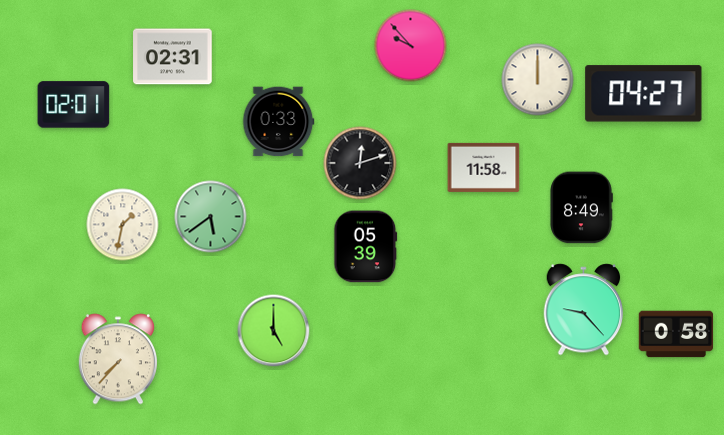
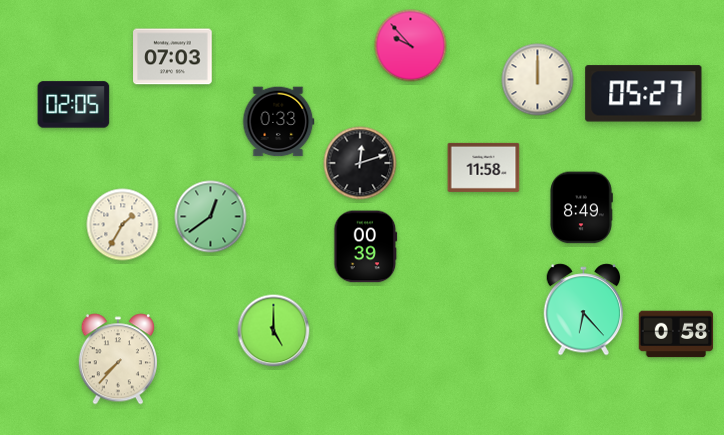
clock at (173, 57): 02:31 -> 07:03
clock at (644, 94): 04:27 -> 05:27
clock at (74, 105): 02:01 -> 02:05
clock at (211, 217): 5:39 -> 12:39
clock at (123, 225): 1:32 -> 1:35
clock at (366, 247): 05:39 -> 00:39
clock at (584, 310): 9:23 -> 6:23
